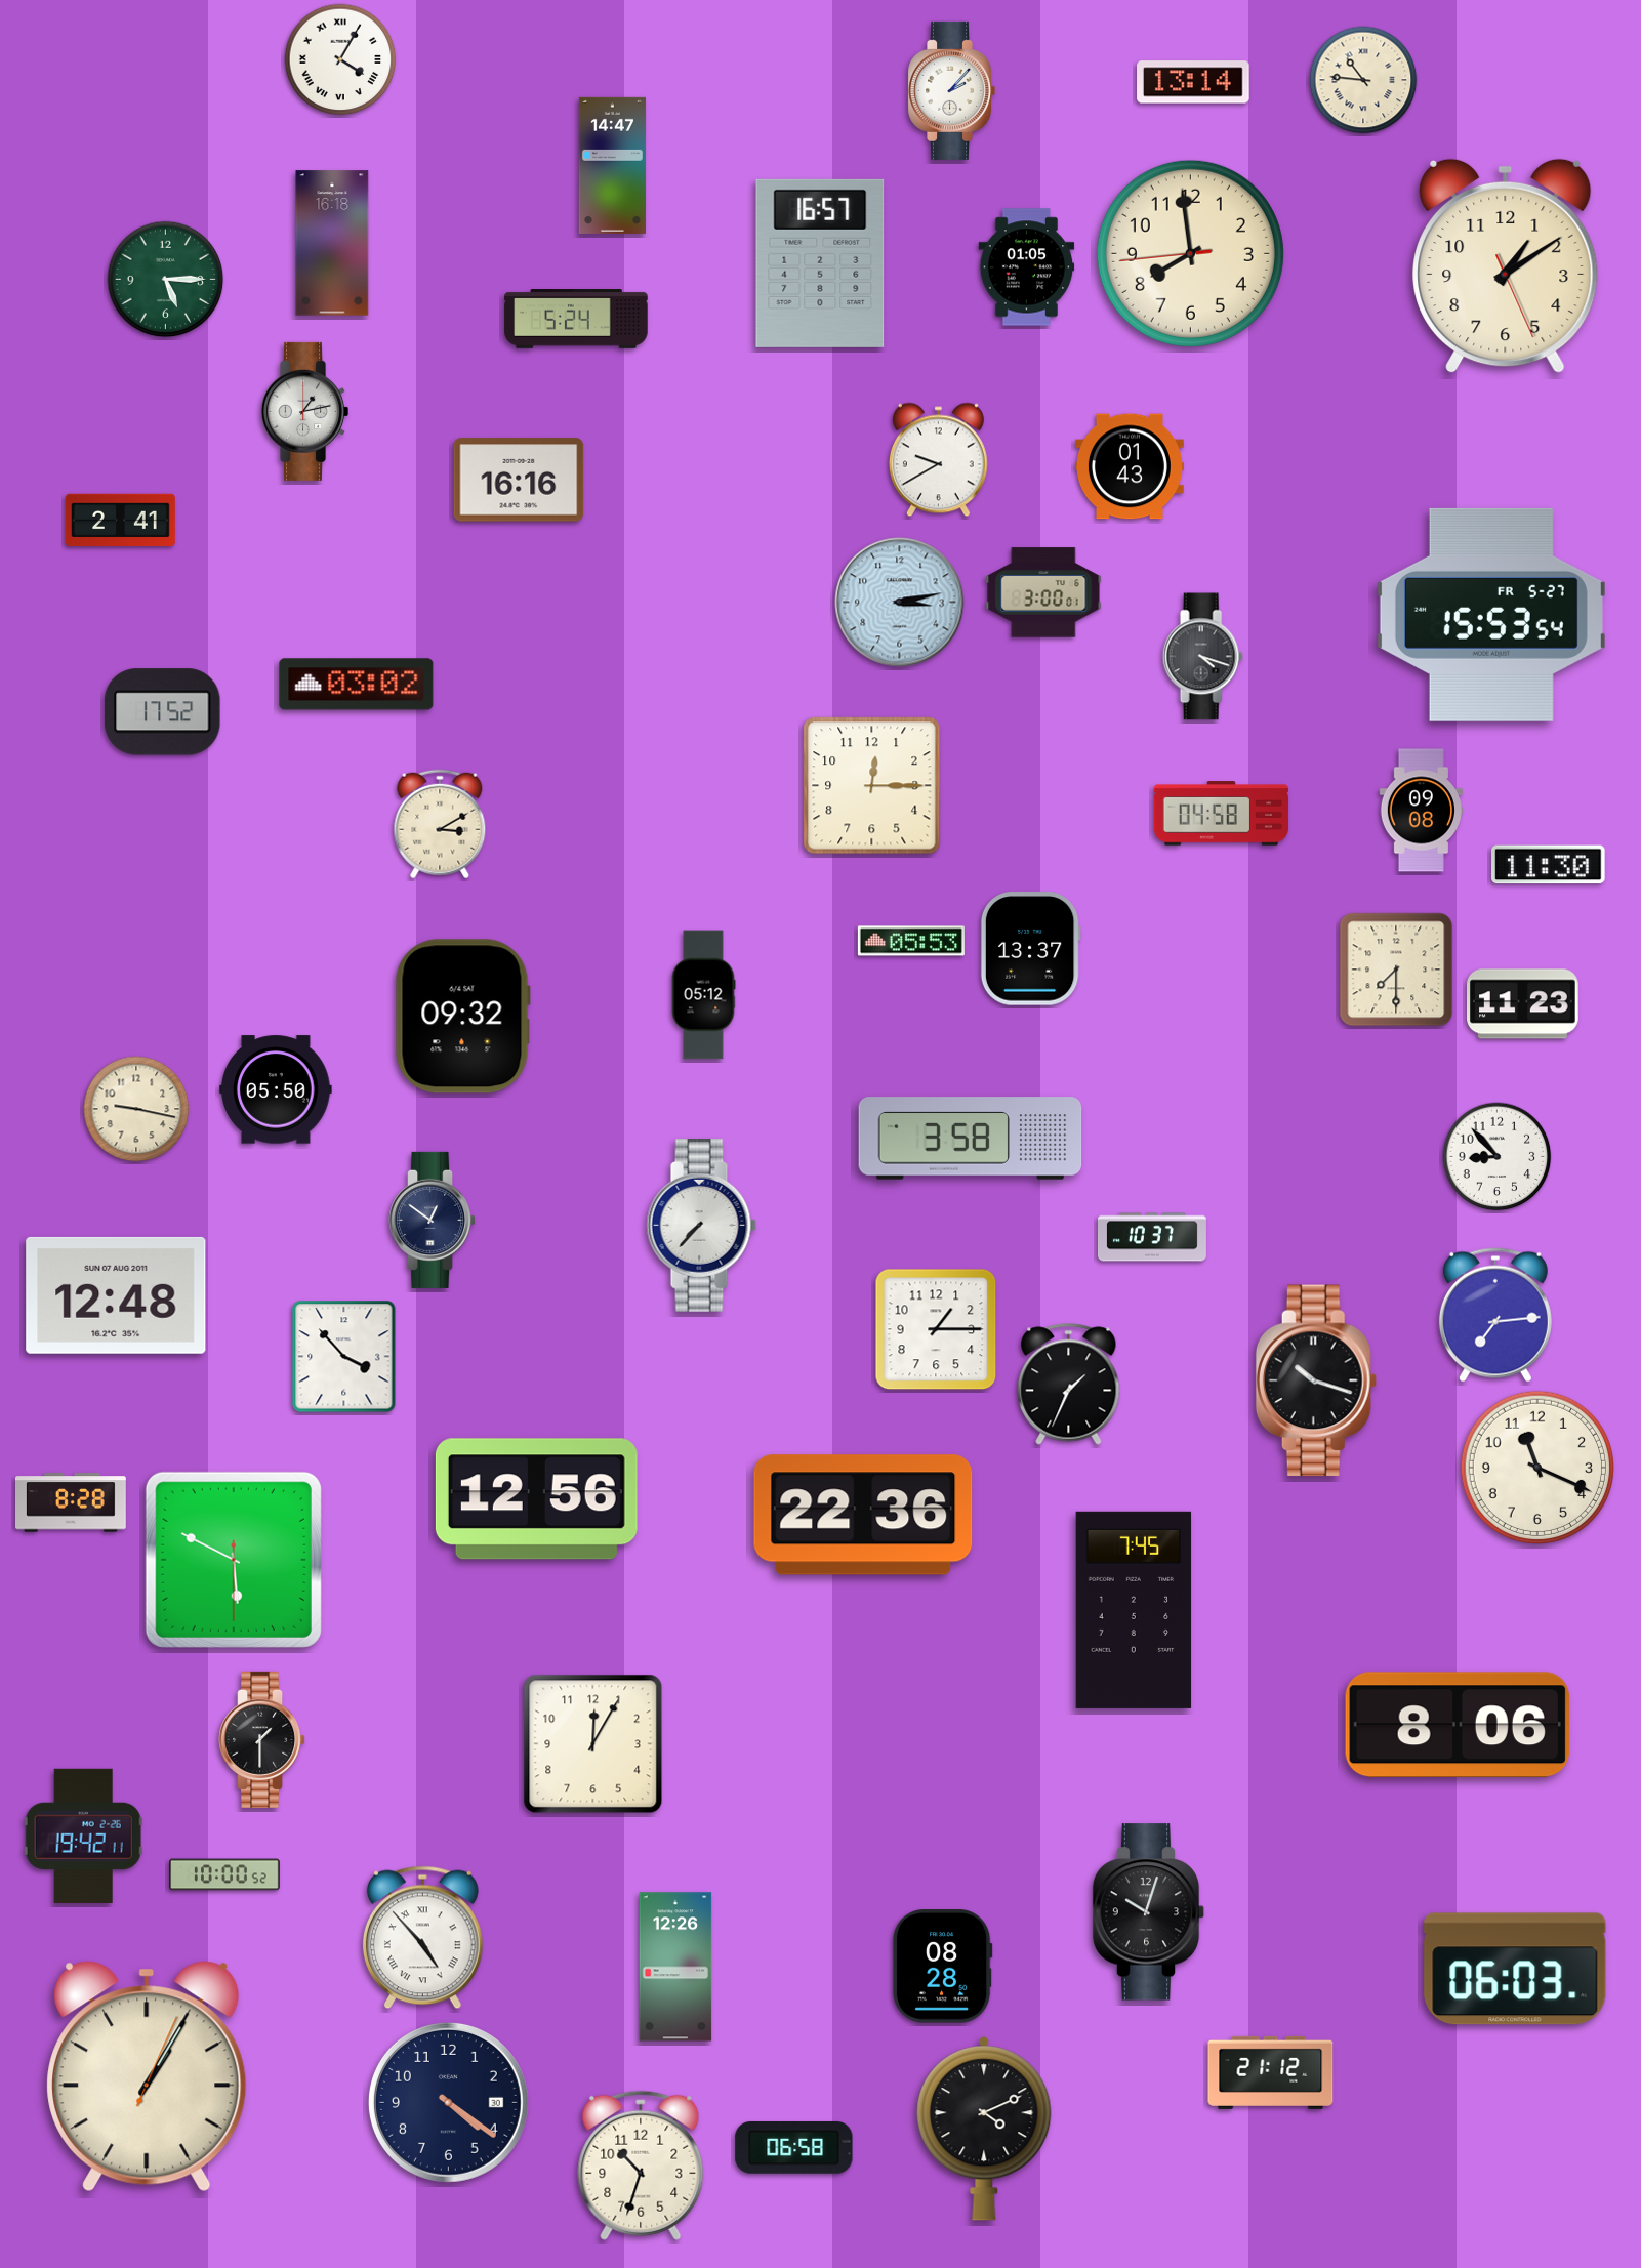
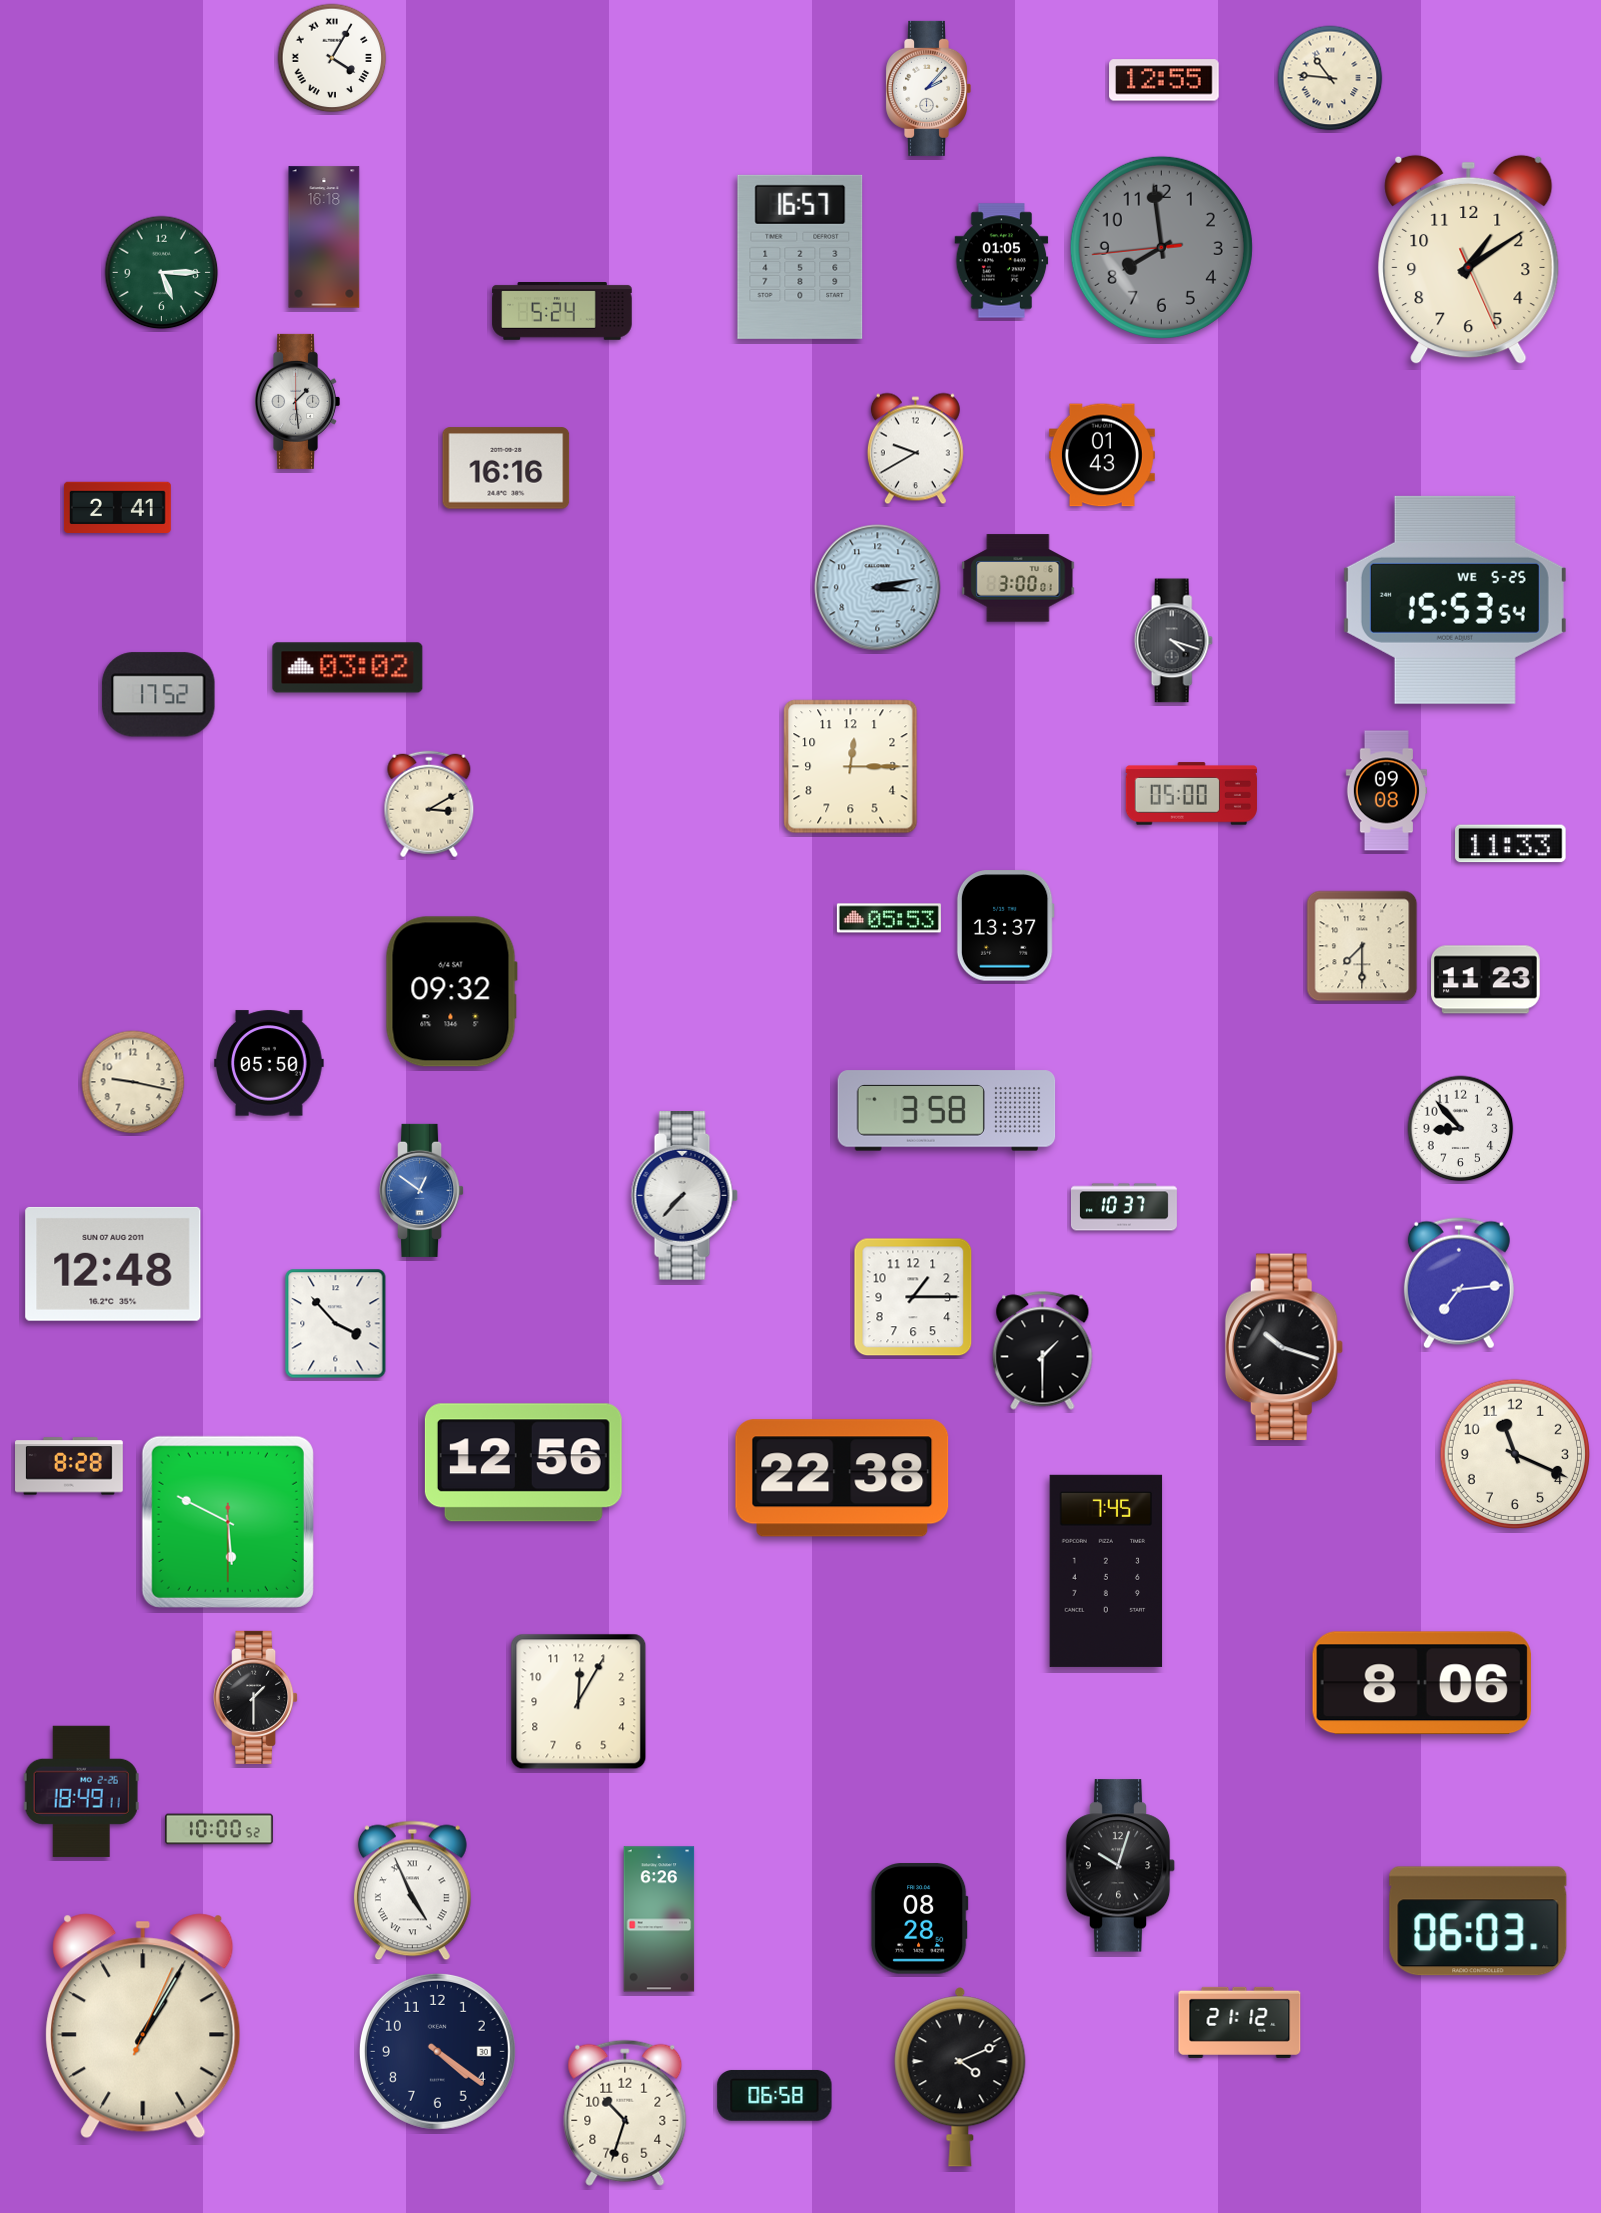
clock at (1193, 82): 13:14 -> 12:55
clock at (612, 165): 14:47 -> none
clock at (1190, 253) dial: cream -> grey
clock at (304, 411): 1:13 -> 1:29
clock at (1491, 615) date: FR 5-27 -> WE 5-25
clock at (1221, 814): 04:58 -> 05:00
clock at (1549, 865): 11:30 -> 11:33
clock at (703, 995): 05:12 -> none
clock at (433, 1220) dial: navy -> blue
clock at (1069, 1385): 1:34 -> 1:30
clock at (1537, 1468) position: (1537, 1468) -> (1515, 1454)
clock at (863, 1515): 22:36 -> 22:38
clock at (83, 1836): 19:42 -> 18:49
clock at (422, 1938): 4:53 -> 4:56
clock at (675, 1967): 12:26 -> 6:26
